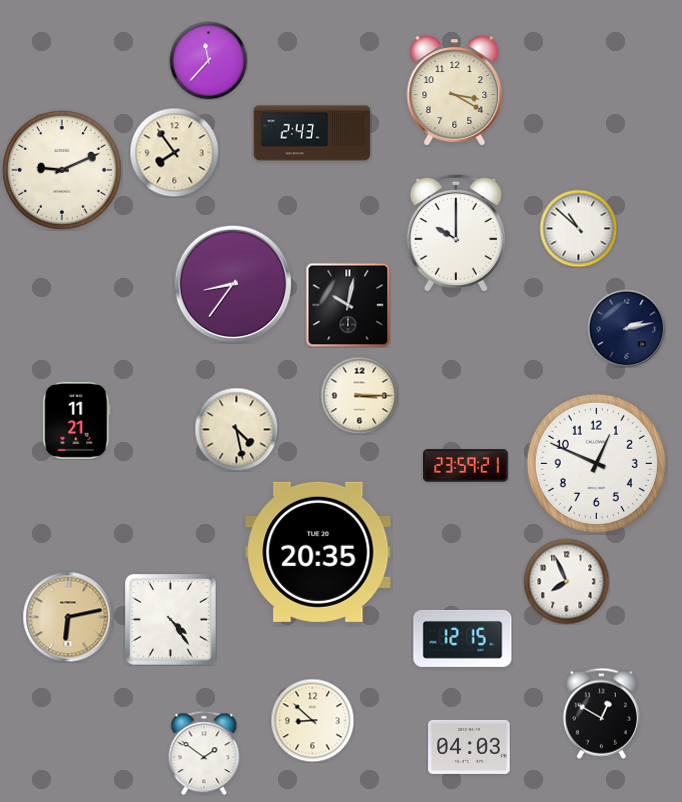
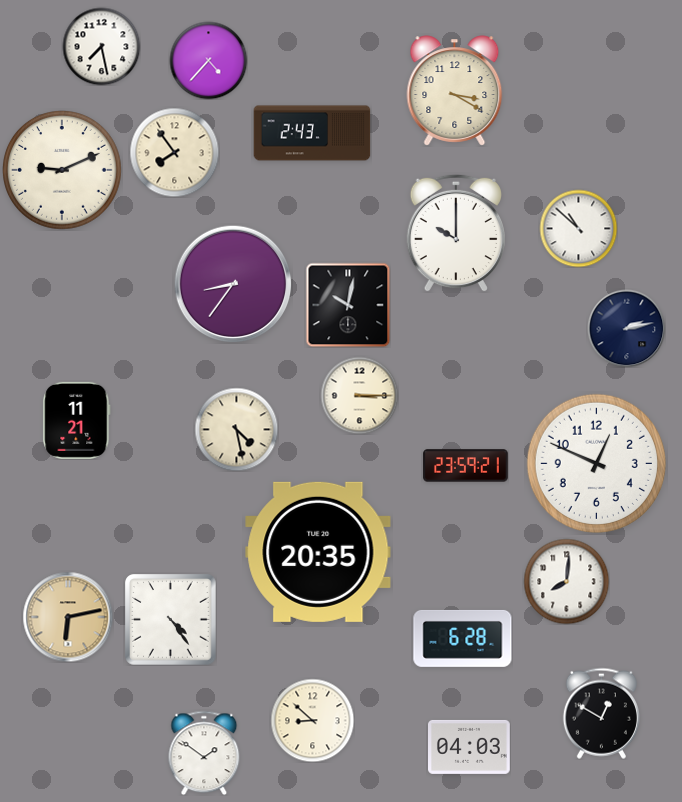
clock at (101, 46): none -> 7:28
clock at (208, 60): 11:37 -> 4:37
clock at (566, 581): 7:56 -> 8:01
clock at (463, 638): 12:15 -> 6:28
